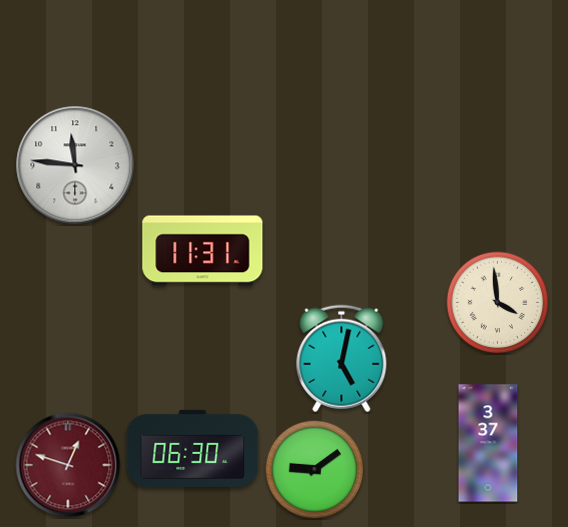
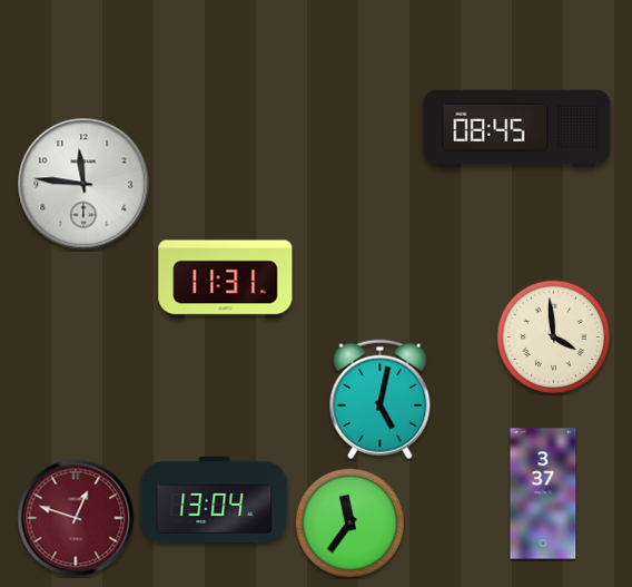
clock at (517, 129): none -> 08:45
clock at (193, 448): 06:30 -> 13:04
clock at (315, 470): 9:09 -> 11:36
